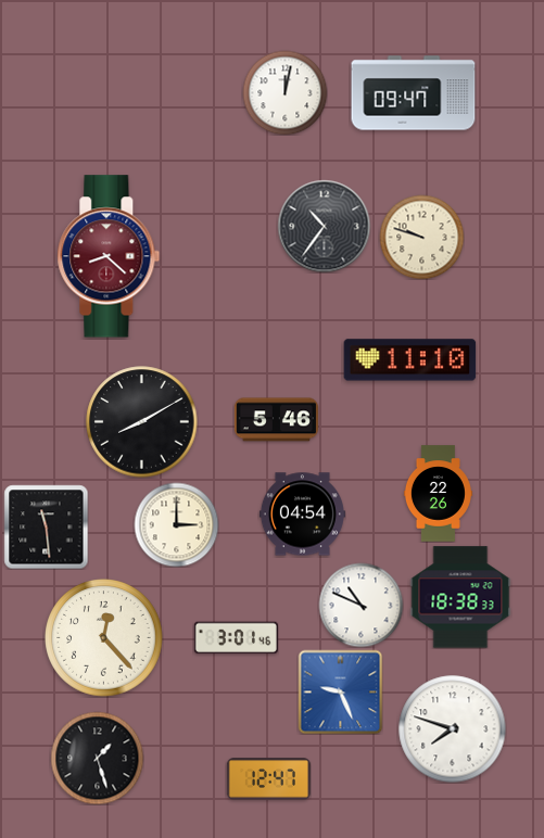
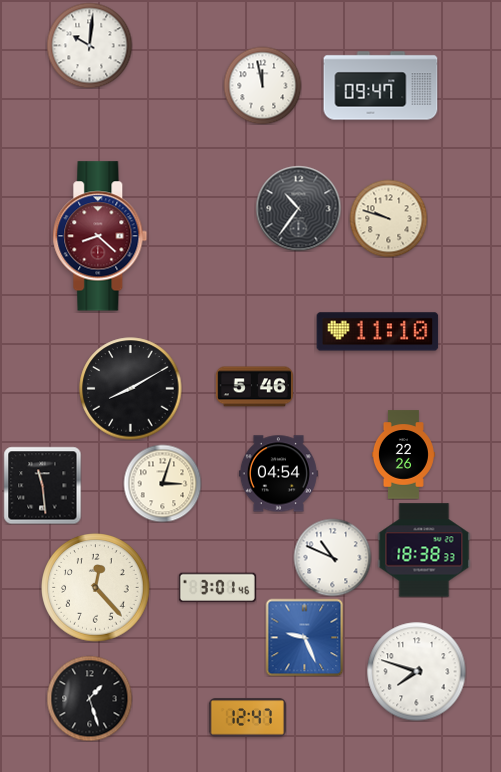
clock at (89, 45): none -> 10:01
clock at (284, 92): 12:02 -> 11:58
clock at (176, 524): 3:00 -> 3:03
clock at (340, 691) position: (340, 691) -> (304, 637)
